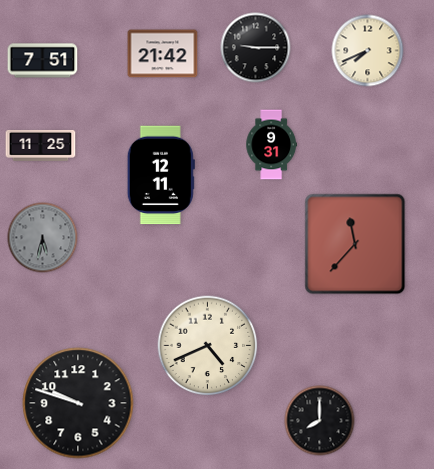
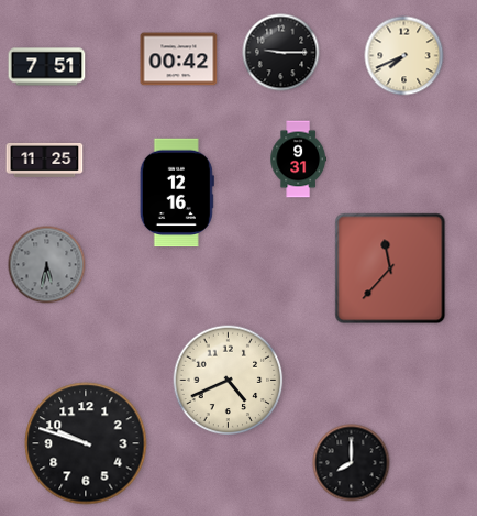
clock at (163, 54): 21:42 -> 00:42
clock at (161, 175): 12:11 -> 12:16
clock at (43, 238) position: (43, 238) -> (47, 265)
